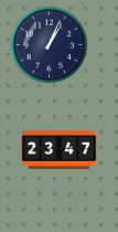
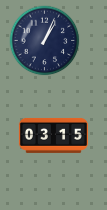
clock at (58, 149): 23:47 -> 03:15
